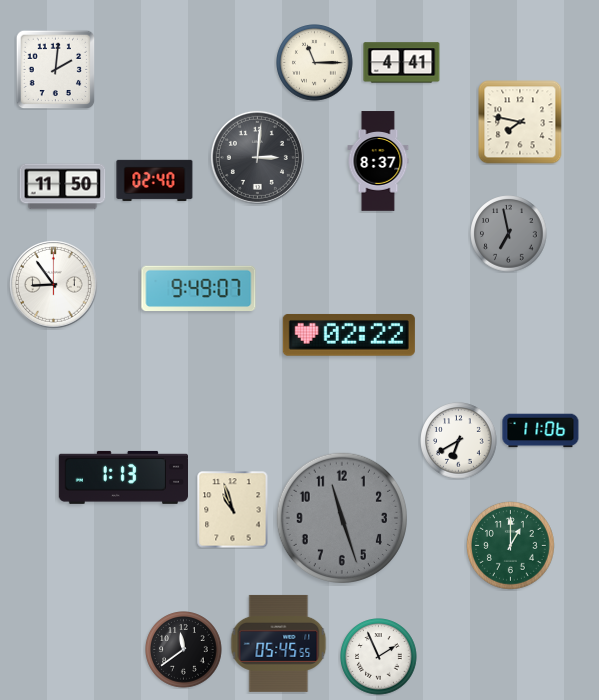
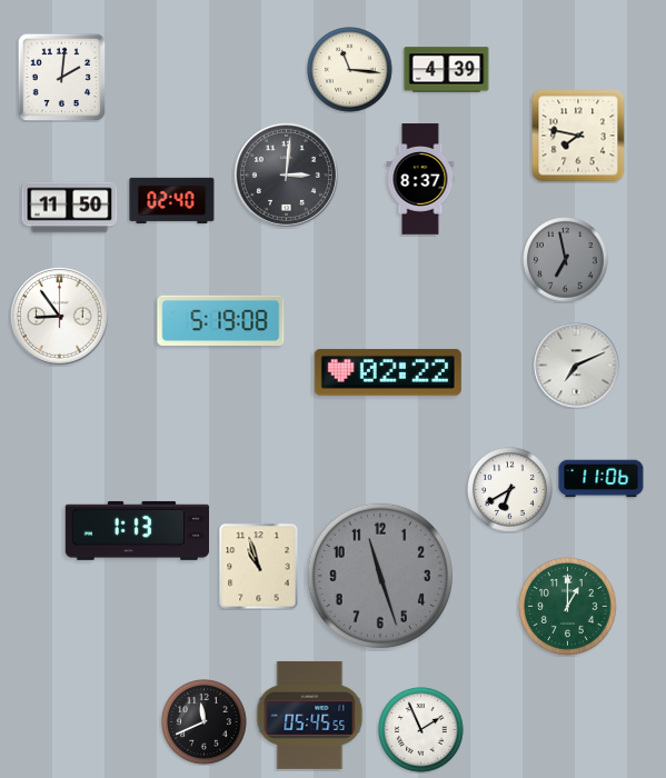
clock at (315, 63): 11:15 -> 11:16
clock at (402, 63): 4:41 -> 4:39
clock at (199, 289): 9:49 -> 5:19
clock at (577, 366): none -> 7:11
clock at (184, 650): 11:39 -> 11:41
